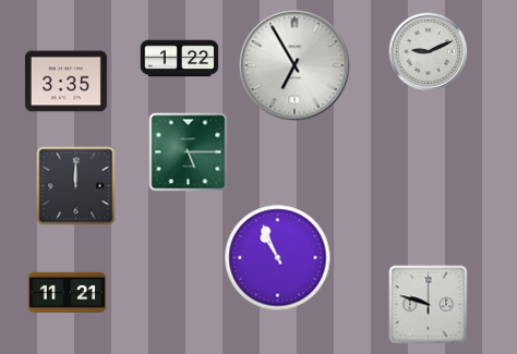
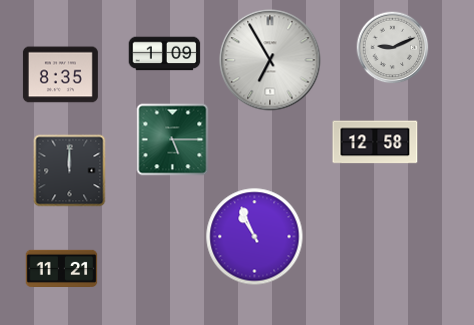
clock at (180, 59): 1:22 -> 1:09
clock at (65, 82): 3:35 -> 8:35
clock at (375, 142): none -> 12:58
clock at (429, 305): 9:48 -> none
